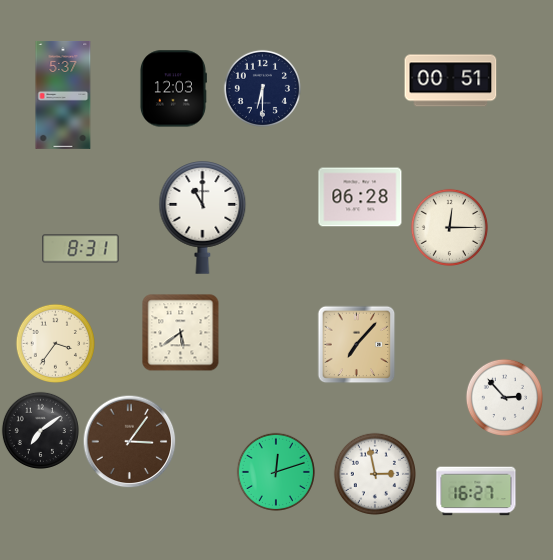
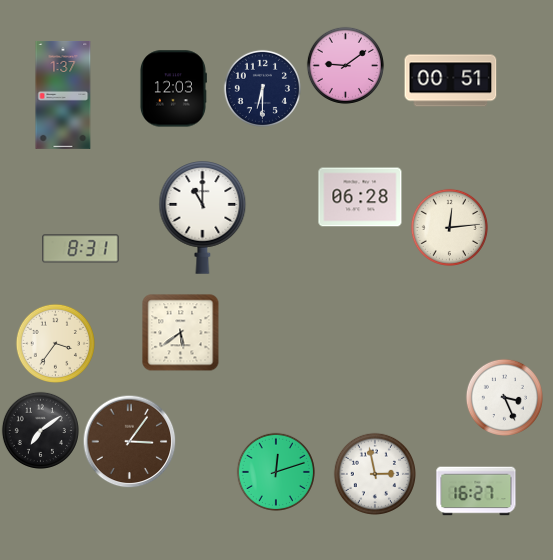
clock at (345, 65): none -> 9:09
clock at (63, 95): 5:37 -> 1:37
clock at (449, 227): 12:15 -> 12:14
clock at (356, 344): 7:07 -> none
clock at (504, 397): 2:53 -> 3:26
